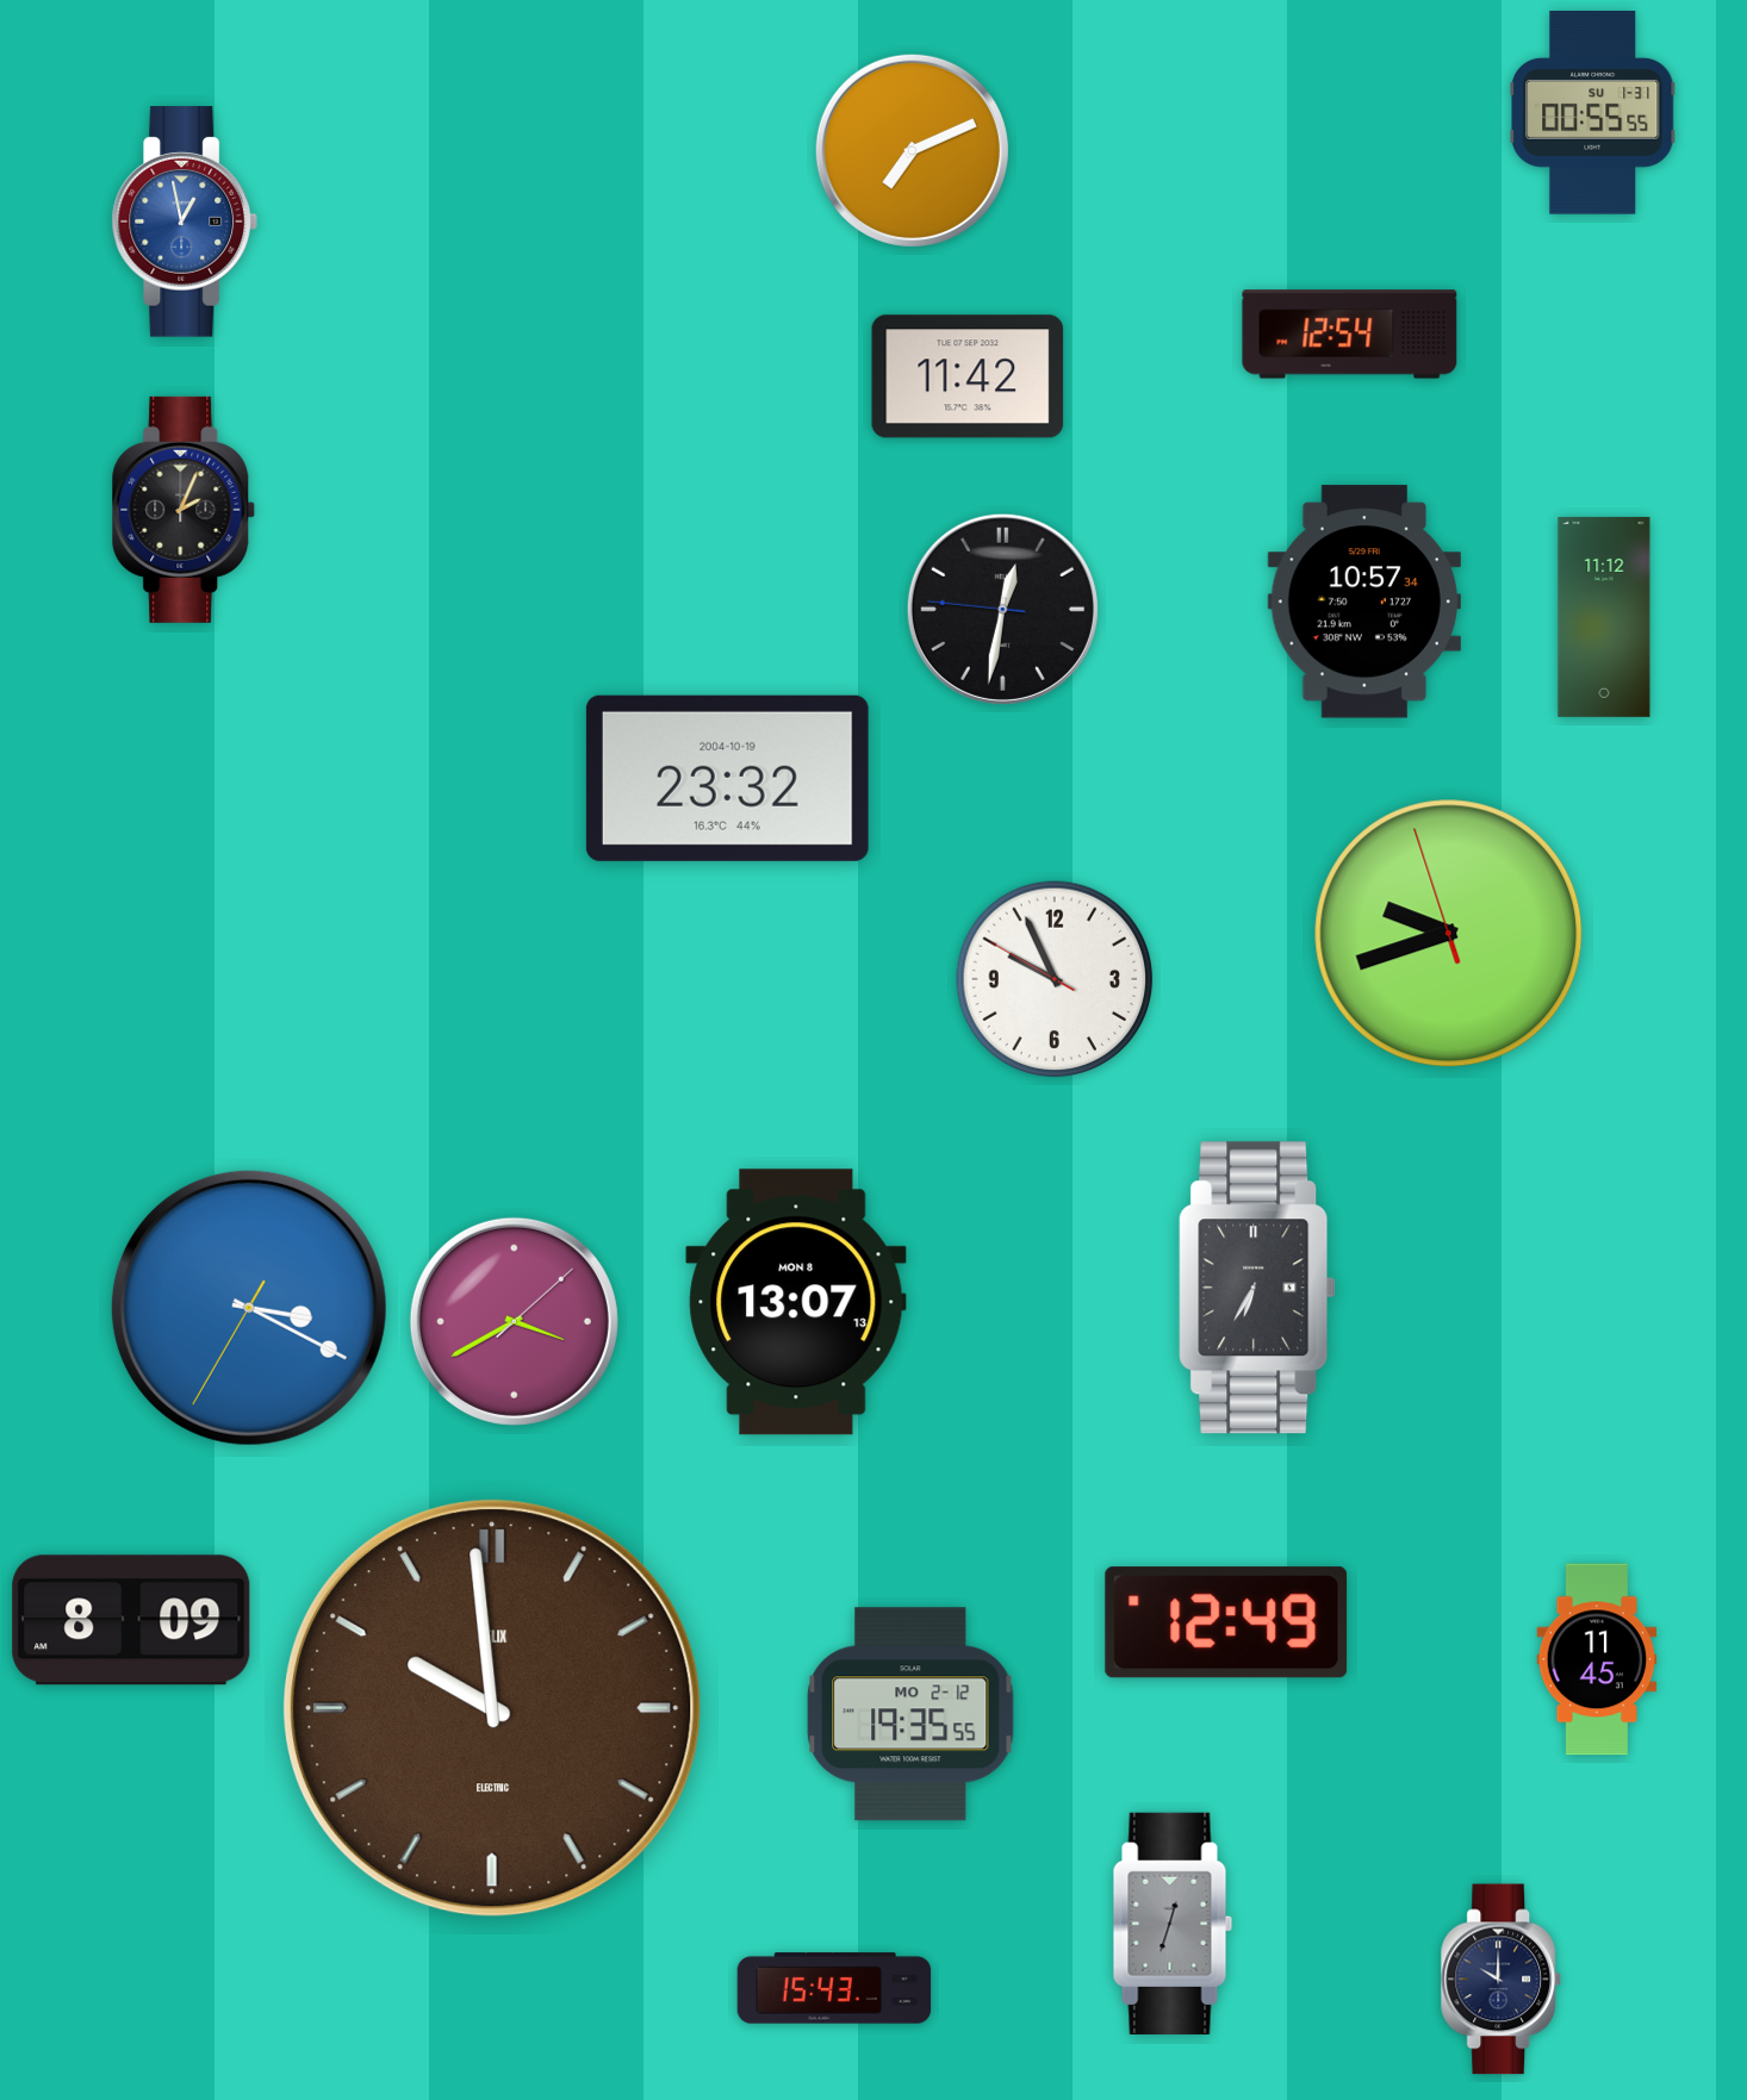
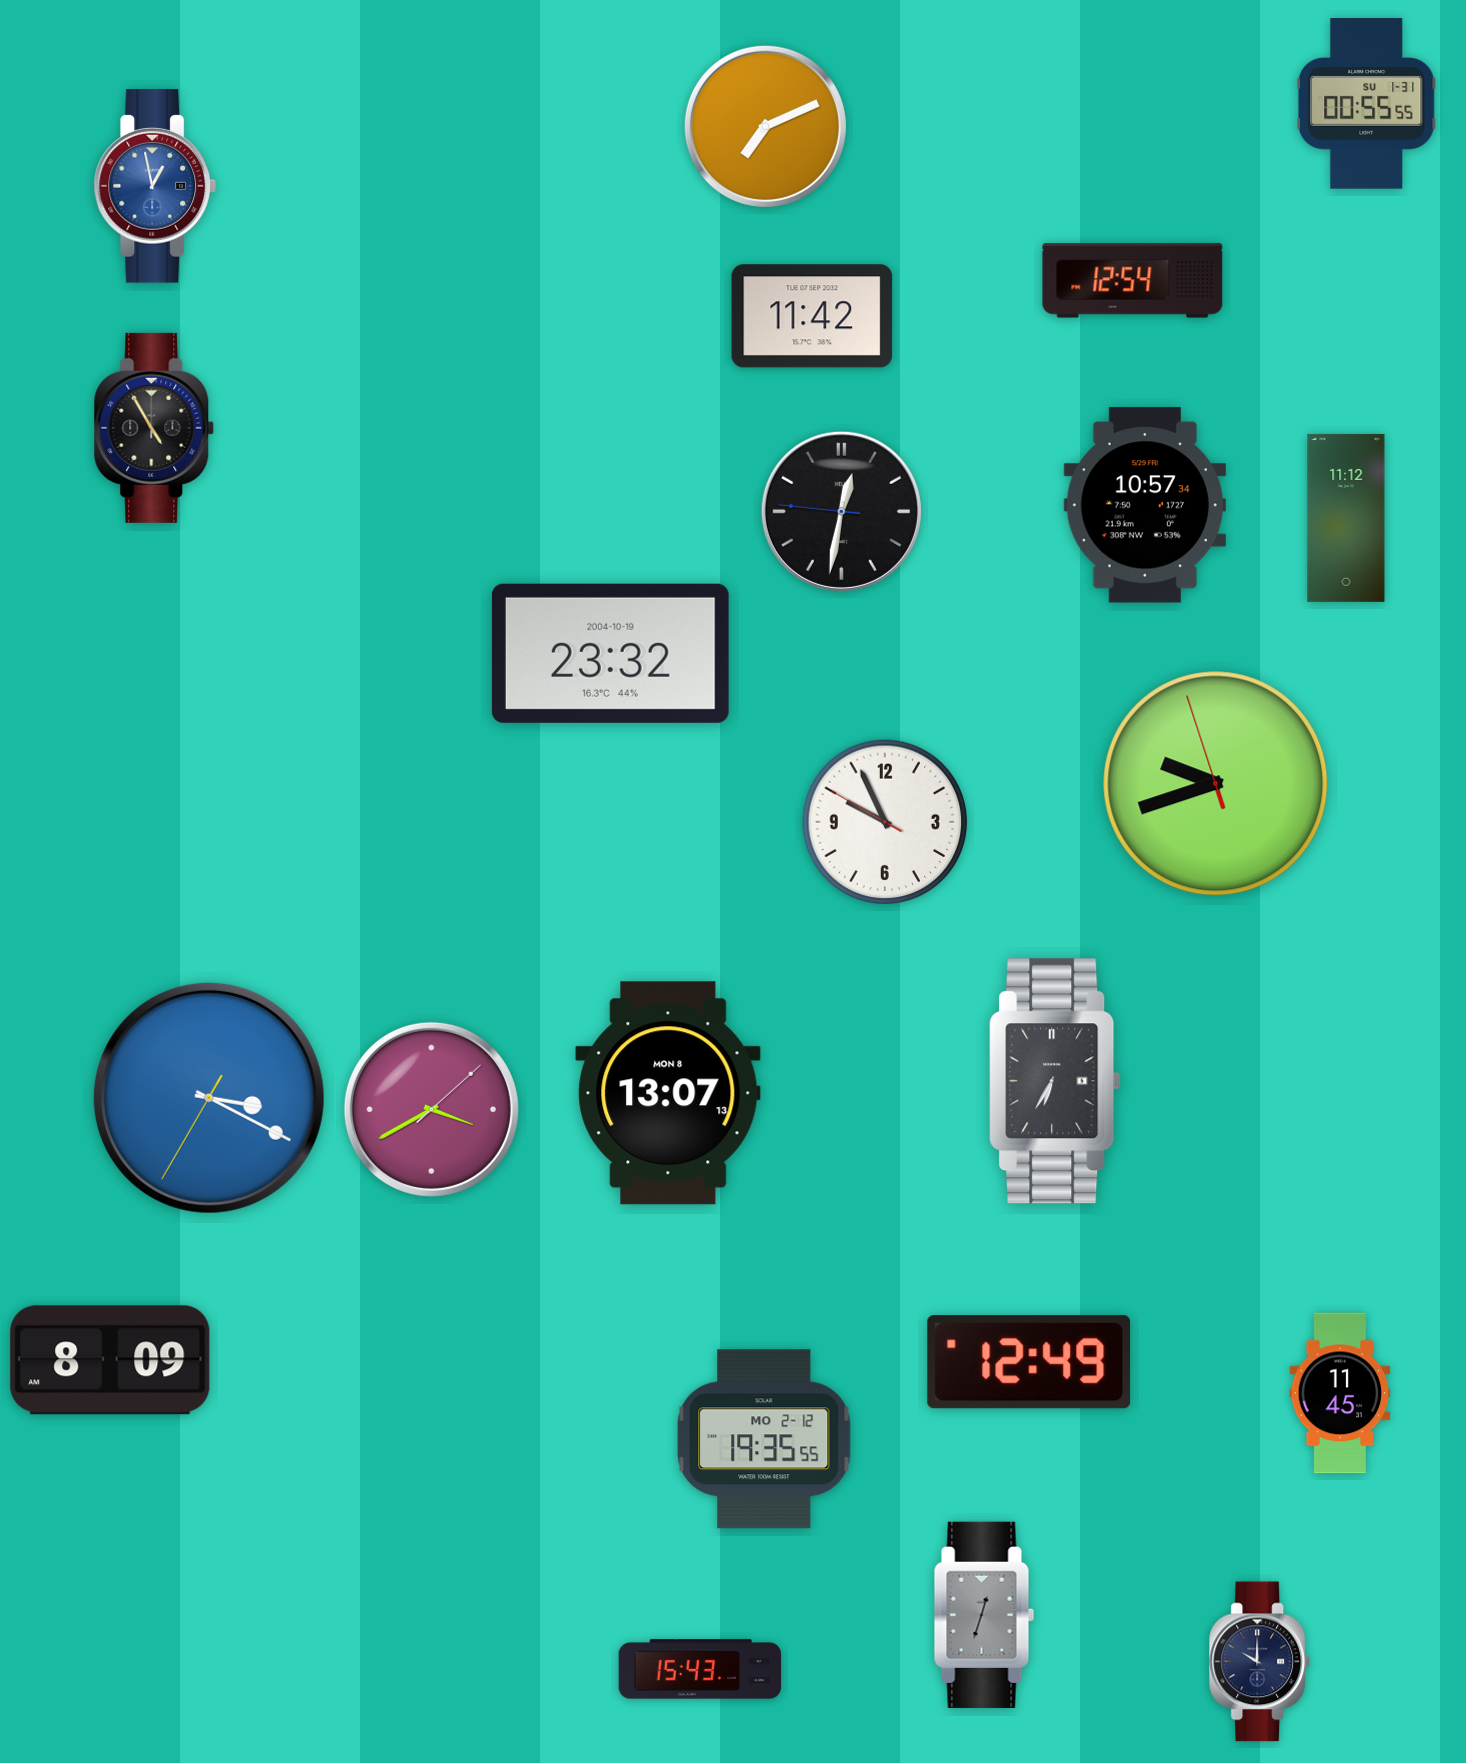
clock at (1593, 113) position: (1593, 113) -> (1367, 104)
clock at (184, 510): 2:04 -> 4:55
clock at (492, 1708): 9:59 -> none
